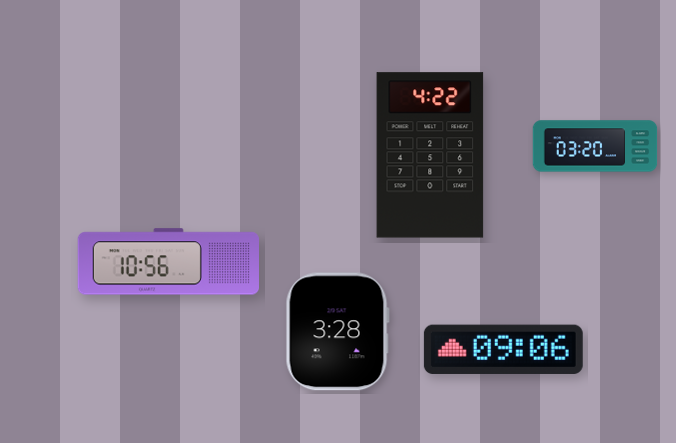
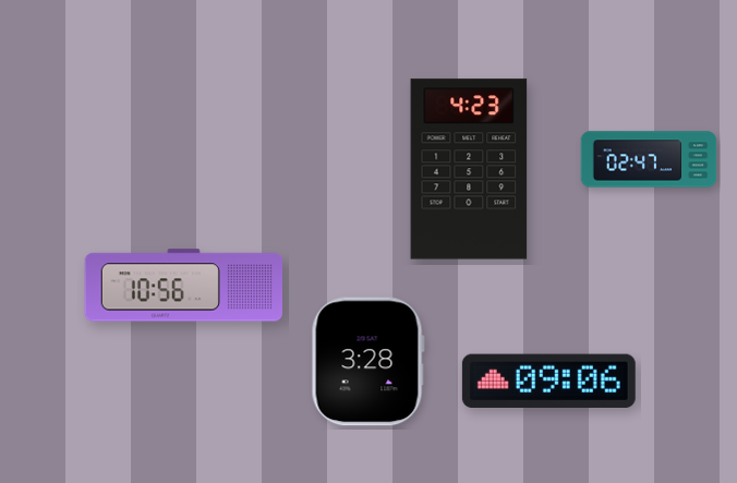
clock at (595, 146): 03:20 -> 02:47
clock at (430, 155): 4:22 -> 4:23
